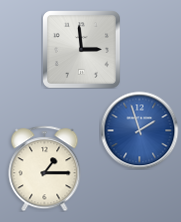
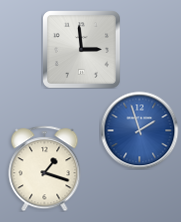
clock at (45, 168): 1:15 -> 1:18
